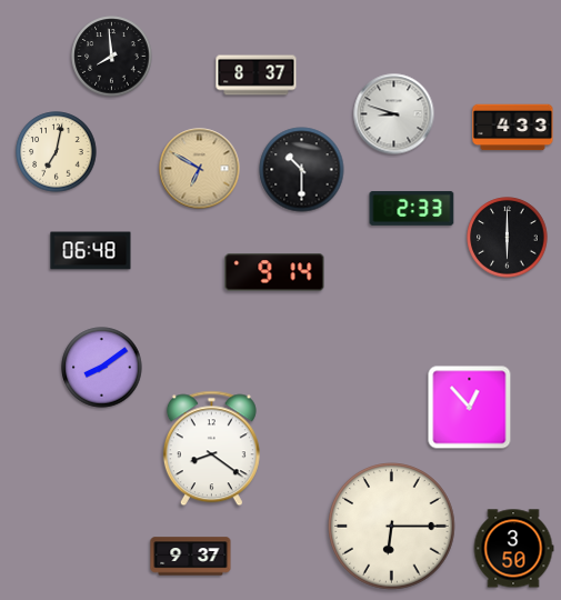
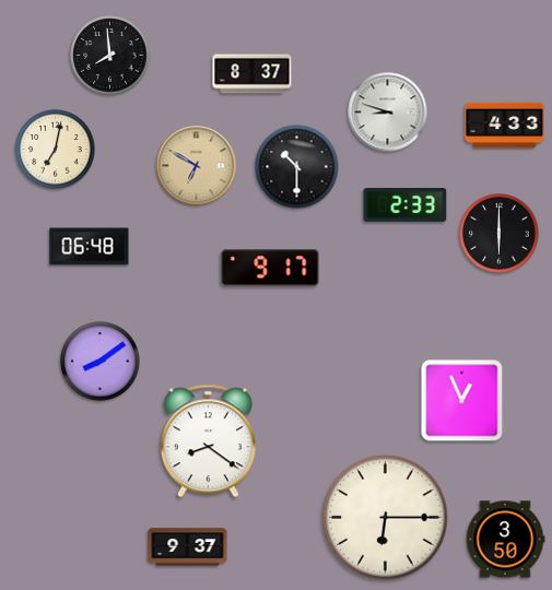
clock at (274, 272): 9:14 -> 9:17
clock at (470, 408): 12:53 -> 12:56
